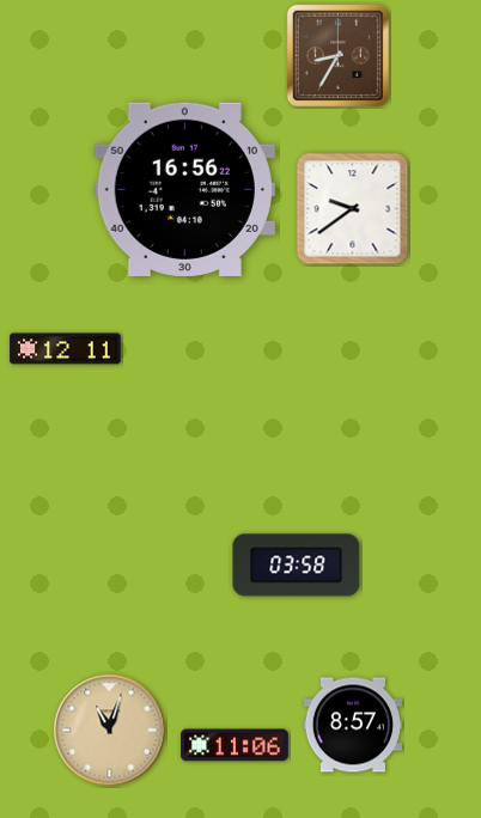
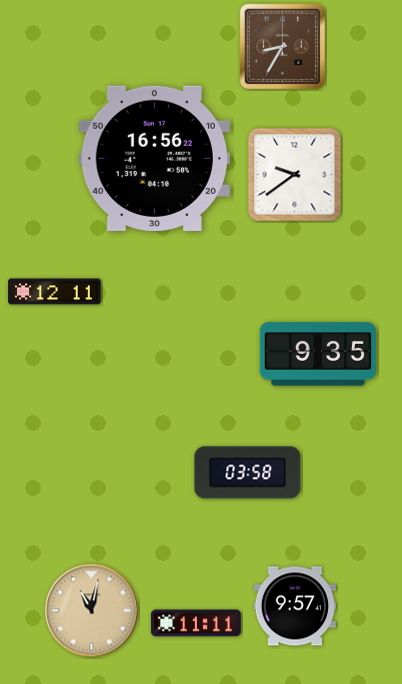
clock at (317, 354): none -> 9:35
clock at (353, 725): 8:57 -> 9:57
clock at (110, 731): 11:03 -> 11:02
clock at (236, 745): 11:06 -> 11:11
